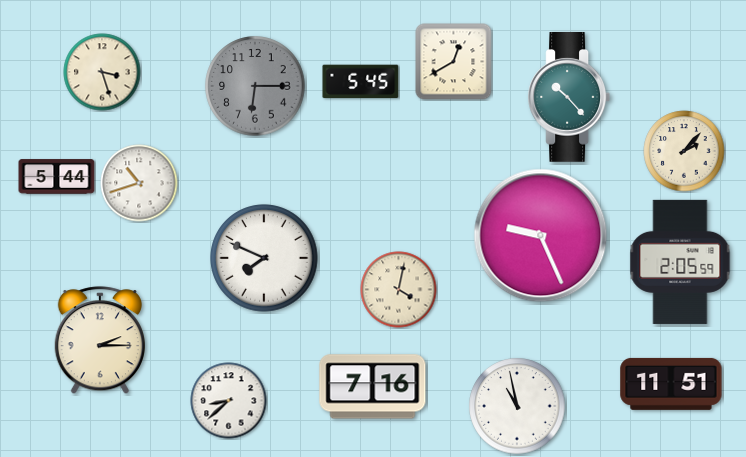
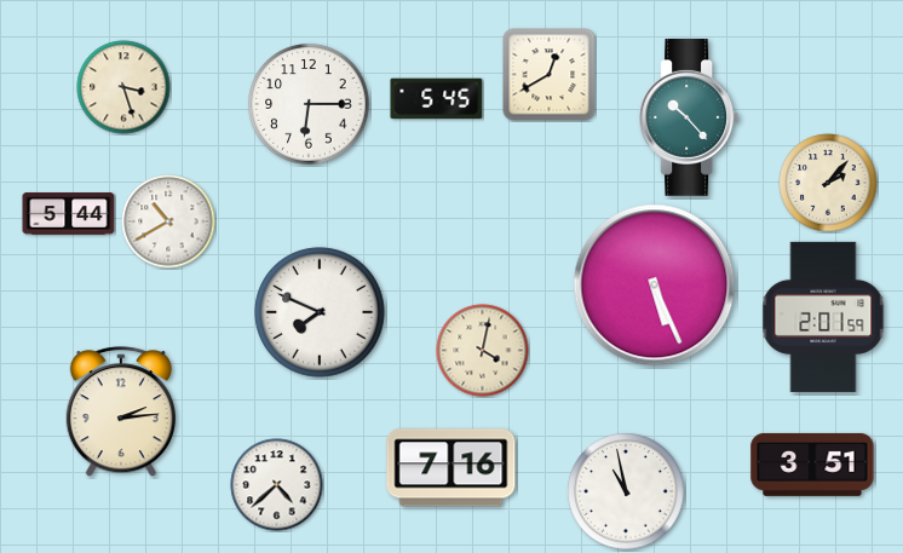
clock at (255, 86) dial: grey -> white
clock at (139, 183): 10:42 -> 10:40
clock at (541, 236): 9:26 -> 5:26
clock at (680, 262): 2:05 -> 2:01
clock at (100, 341): 2:15 -> 2:14
clock at (671, 384): 11:51 -> 3:51
clock at (229, 401): 8:38 -> 4:38
